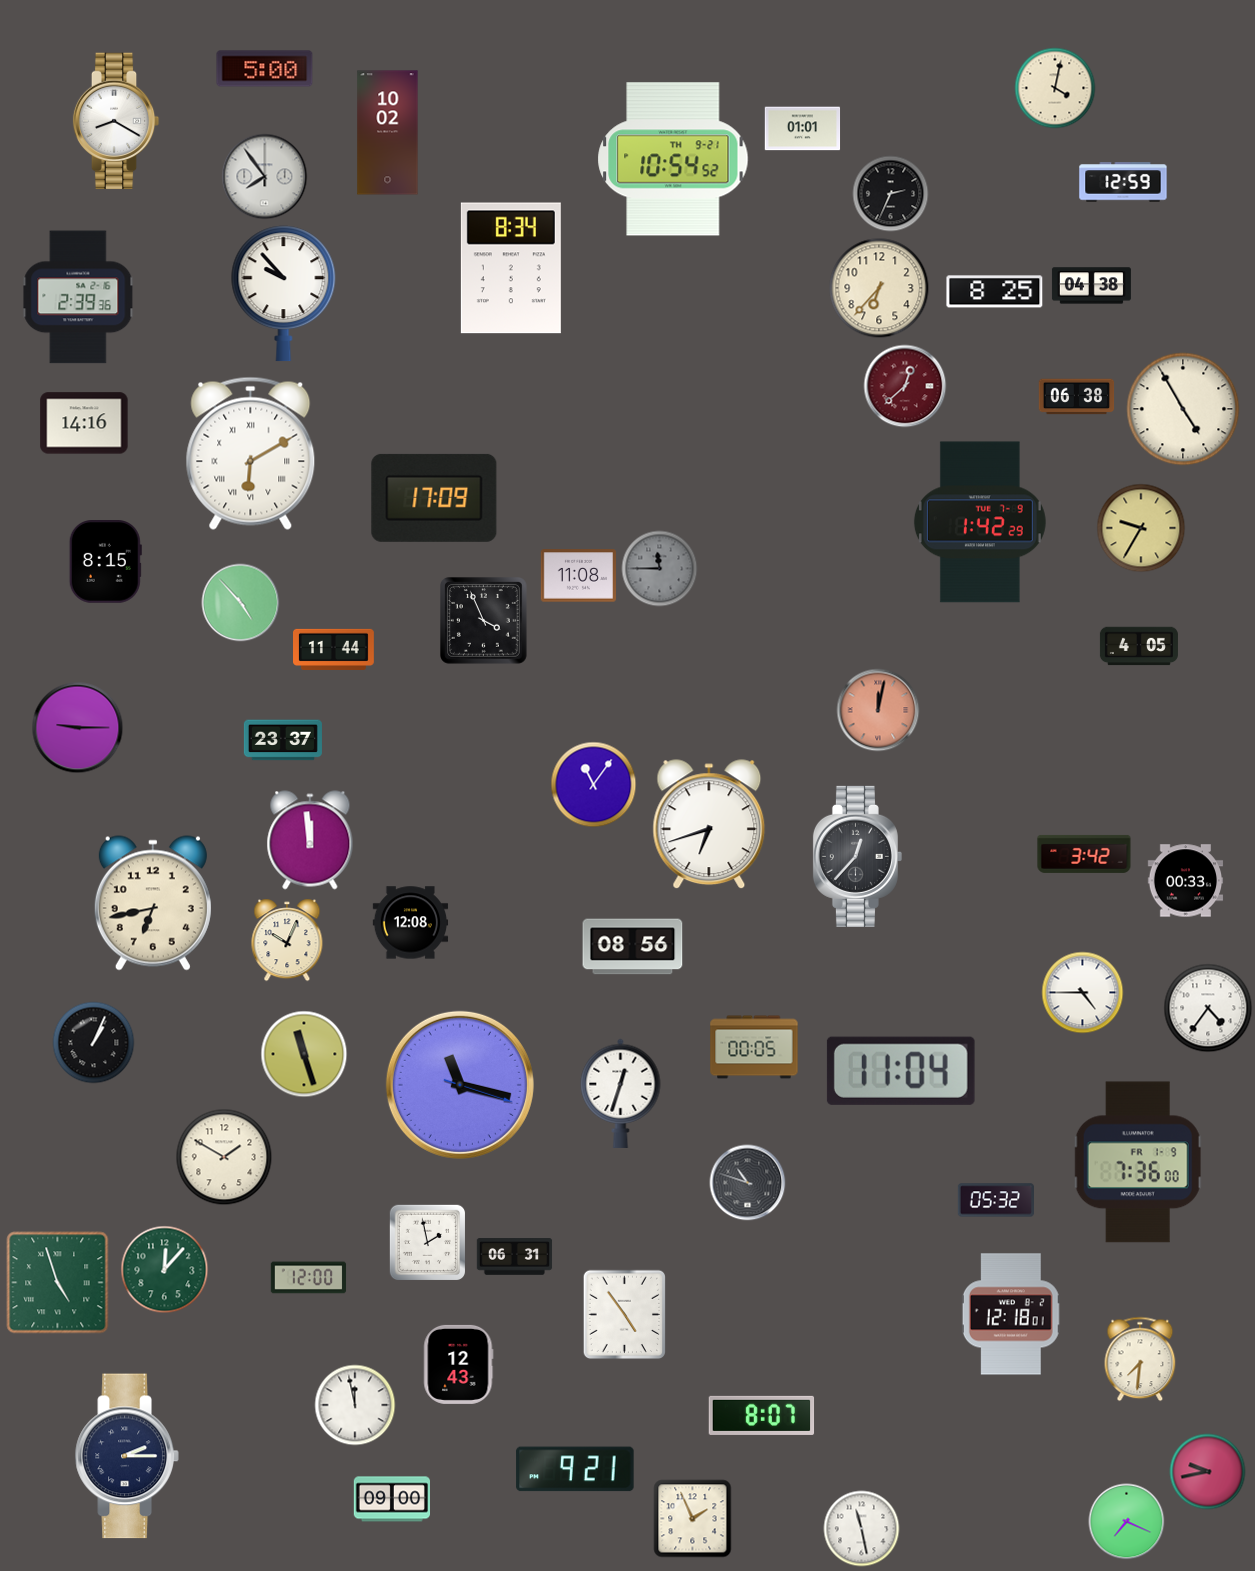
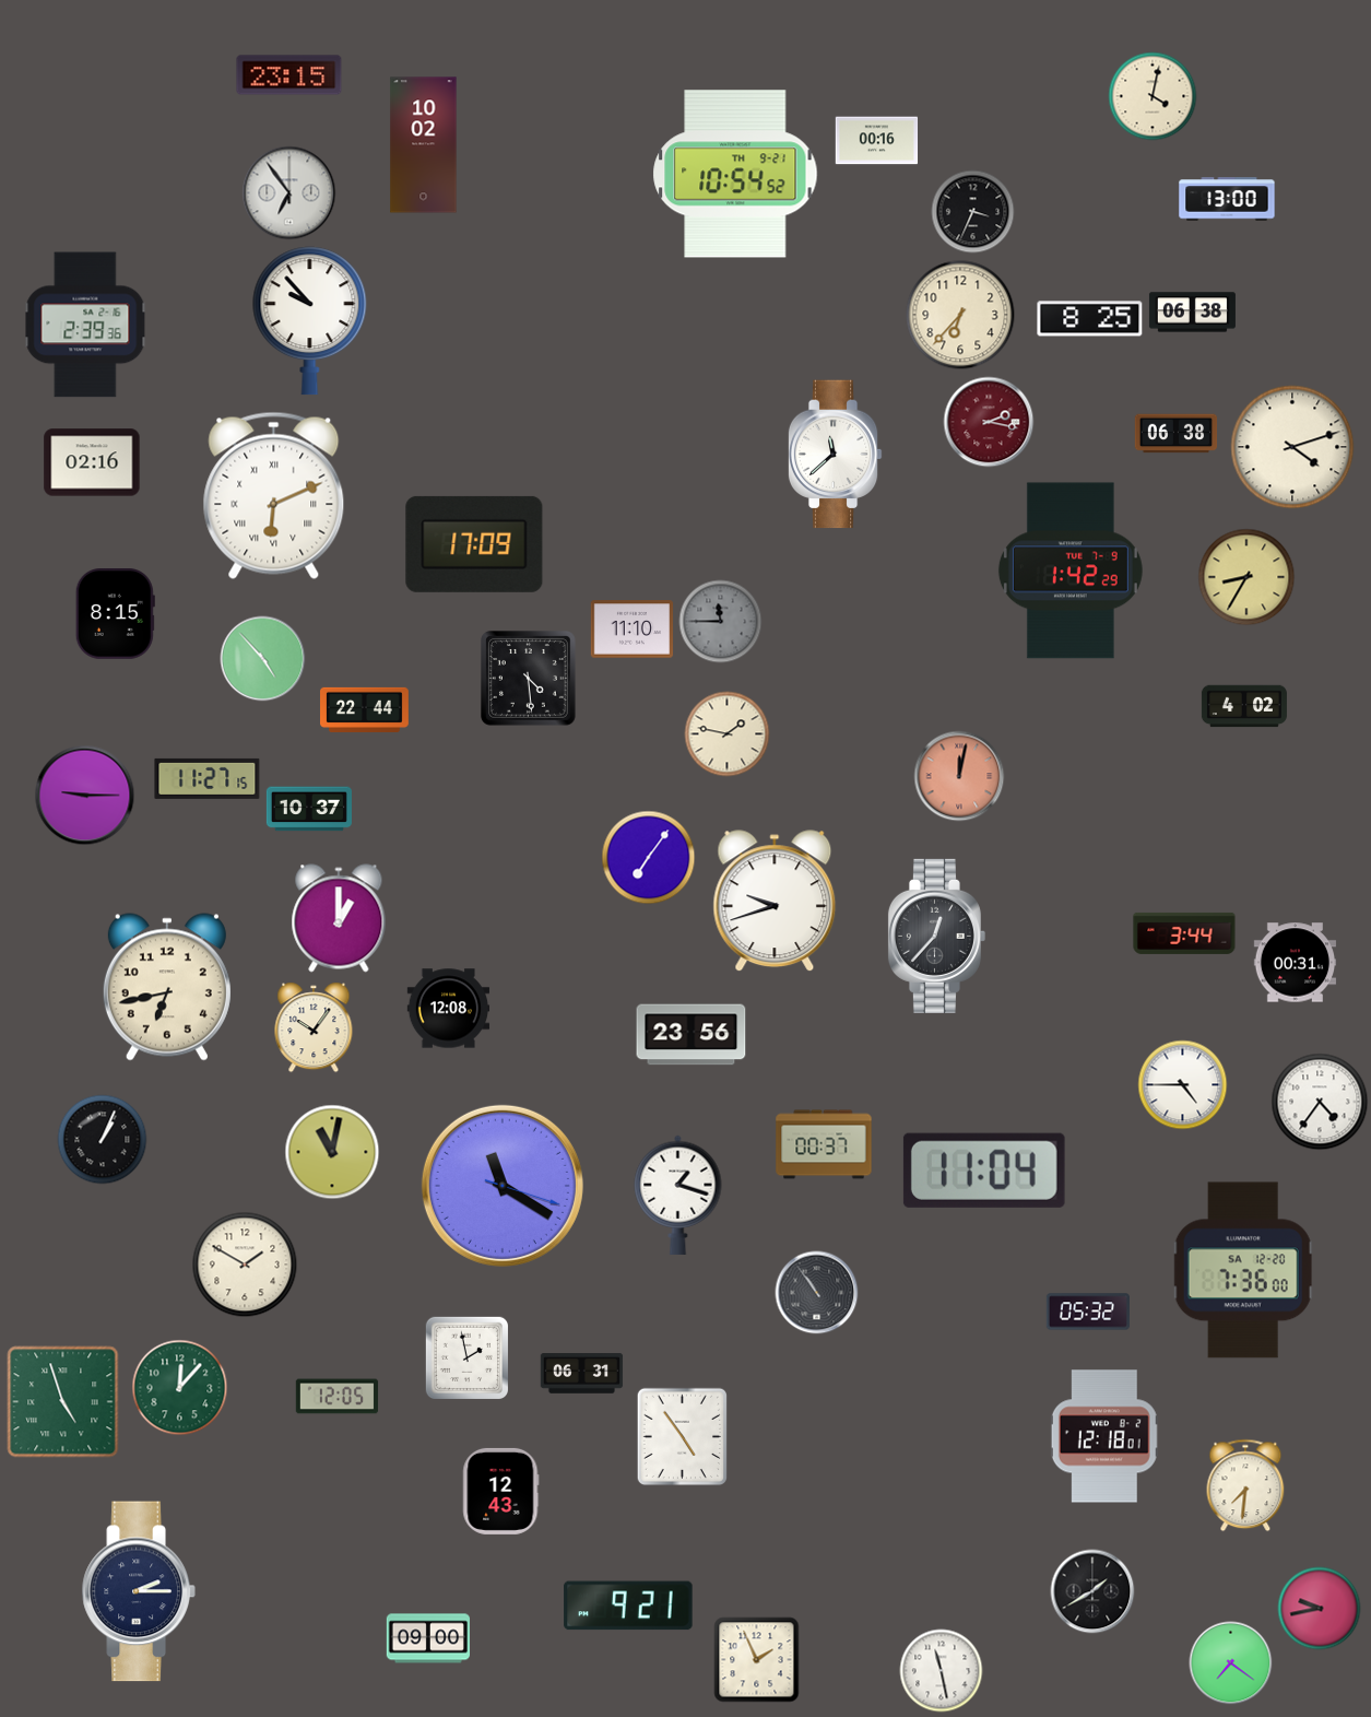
clock at (265, 69): 5:00 -> 23:15
clock at (116, 121): 8:20 -> none
clock at (803, 129): 01:01 -> 00:16
clock at (265, 177): 7:54 -> 6:54
clock at (1123, 182): 12:59 -> 13:00
clock at (891, 194): 2:34 -> 3:34
clock at (511, 268): 8:34 -> none
clock at (1091, 286): 04:38 -> 06:38
clock at (995, 292) position: (995, 292) -> (1090, 319)
clock at (905, 386): 12:38 -> 2:17
clock at (1183, 409): 4:55 -> 4:12
clock at (835, 455): none -> 11:38
clock at (84, 423): 14:16 -> 02:16
clock at (251, 453): 6:10 -> 6:11
clock at (1141, 528): 9:35 -> 8:35
clock at (579, 576): 11:08 -> 11:10
clock at (484, 621): 3:56 -> 4:29
clock at (1139, 646): 4:05 -> 4:02
clock at (334, 649): 11:44 -> 22:44
clock at (728, 734): none -> 1:47
clock at (208, 778): none -> 11:27
clock at (283, 740): 23:37 -> 10:37
clock at (594, 785): 11:06 -> 7:06
clock at (709, 825): 6:42 -> 9:42
clock at (310, 840): 11:59 -> 1:00
clock at (1084, 854): 3:42 -> 3:44
clock at (1186, 881): 00:33 -> 00:31
clock at (287, 940): 10:04 -> 10:06
clock at (633, 947): 08:56 -> 23:56
clock at (754, 1047): 00:05 -> 00:37
clock at (304, 1054): 11:27 -> 11:02
clock at (460, 1085): 11:17 -> 11:20
clock at (621, 1093): 12:33 -> 1:18
clock at (1138, 1162) date: FR 1-9 -> SA 12-20
clock at (748, 1183): 10:48 -> 10:54
clock at (515, 1257) position: (515, 1257) -> (582, 1374)
clock at (309, 1278): 12:00 -> 12:05
clock at (355, 1405): 11:58 -> none
clock at (762, 1415): 8:07 -> none
clock at (1092, 1591): none -> 1:40
clock at (1127, 1522): 7:19 -> 7:21
